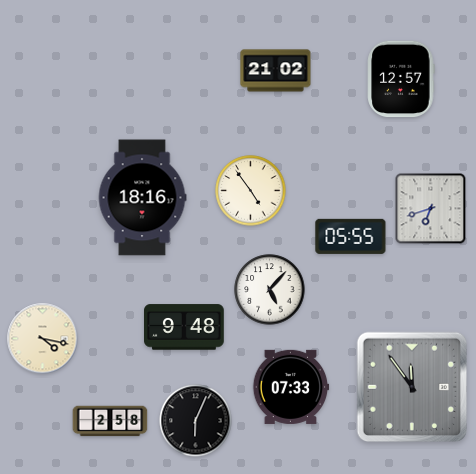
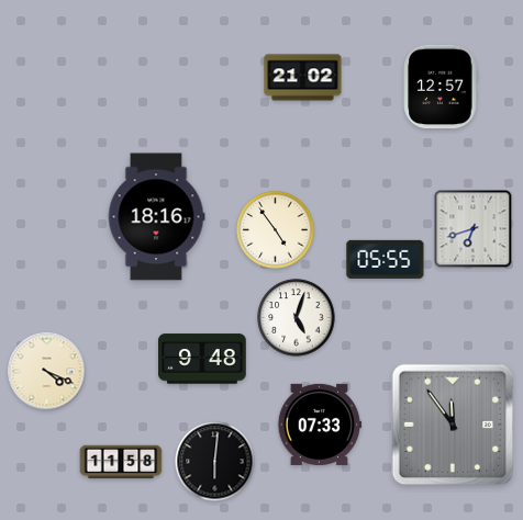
clock at (251, 191) position: (251, 191) -> (276, 230)
clock at (270, 290): 5:07 -> 5:03
clock at (43, 339): 4:17 -> 4:19
clock at (110, 421): 2:58 -> 11:58
clock at (196, 421): 6:04 -> 6:01
